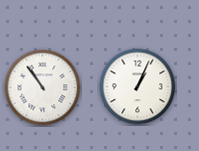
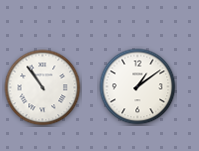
clock at (138, 87): 1:04 -> 1:09
